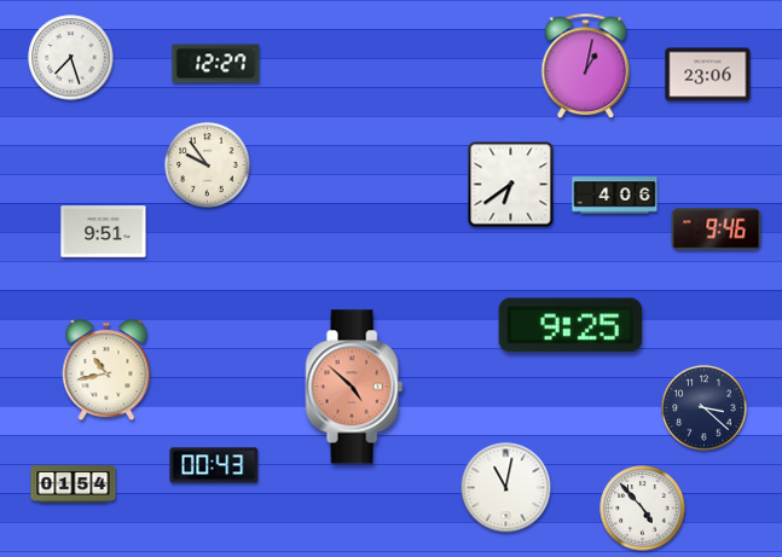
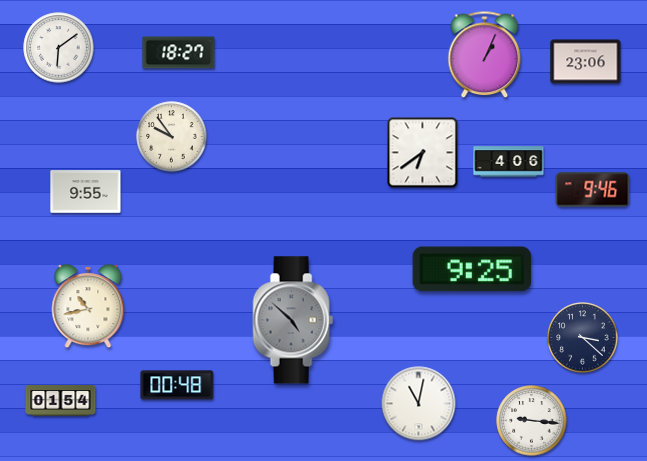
clock at (71, 58): 7:27 -> 6:09
clock at (216, 64): 12:27 -> 18:27
clock at (586, 66): 1:02 -> 1:04
clock at (104, 232): 9:51 -> 9:55
clock at (354, 387) dial: salmon -> grey
clock at (214, 465): 00:43 -> 00:48
clock at (643, 509): 4:53 -> 9:16
